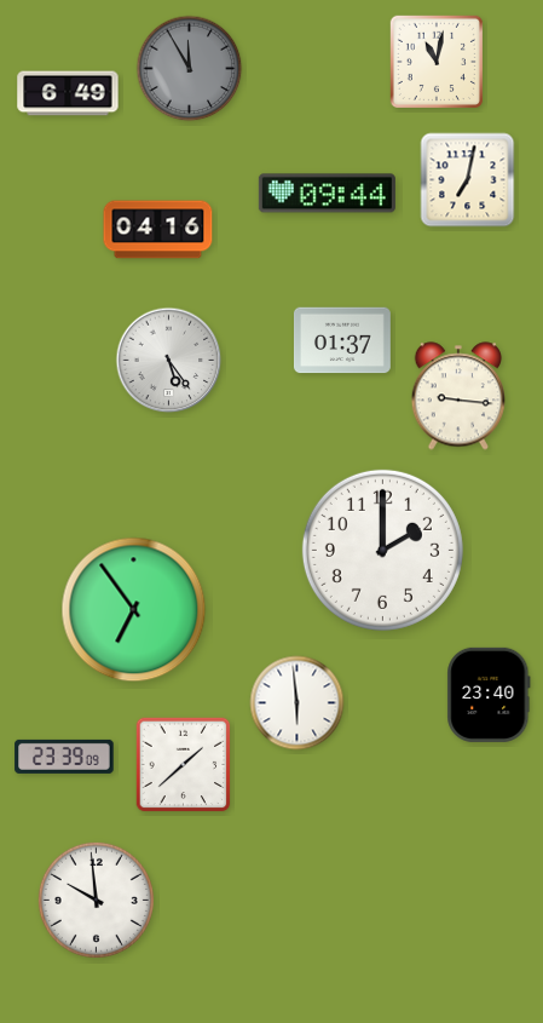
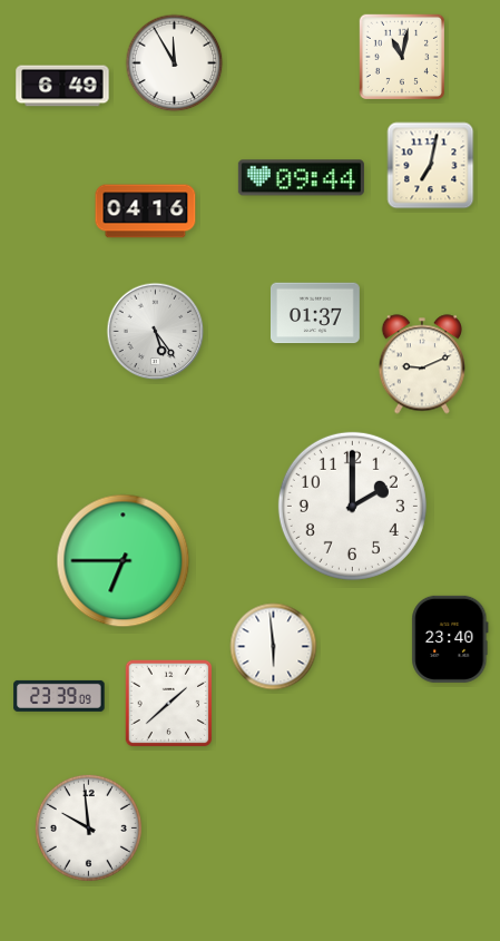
clock at (190, 69) dial: grey -> white
clock at (457, 396): 9:16 -> 9:11
clock at (134, 610): 6:54 -> 6:45
